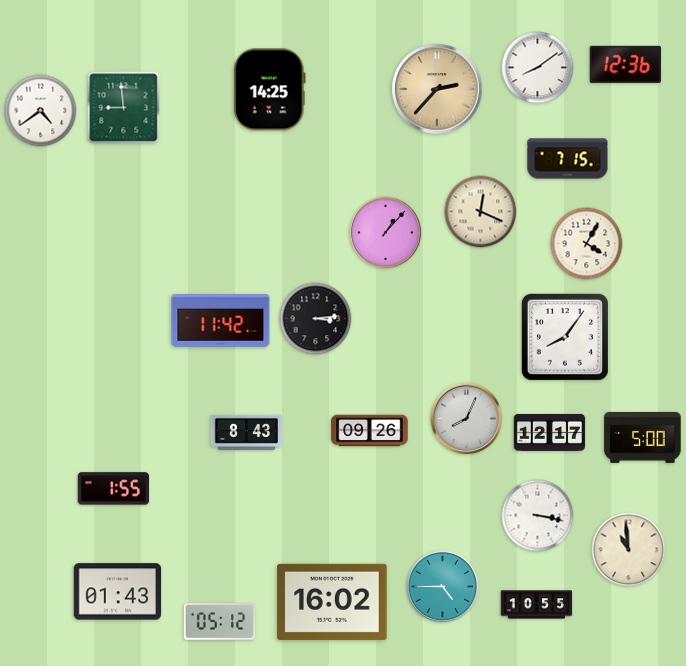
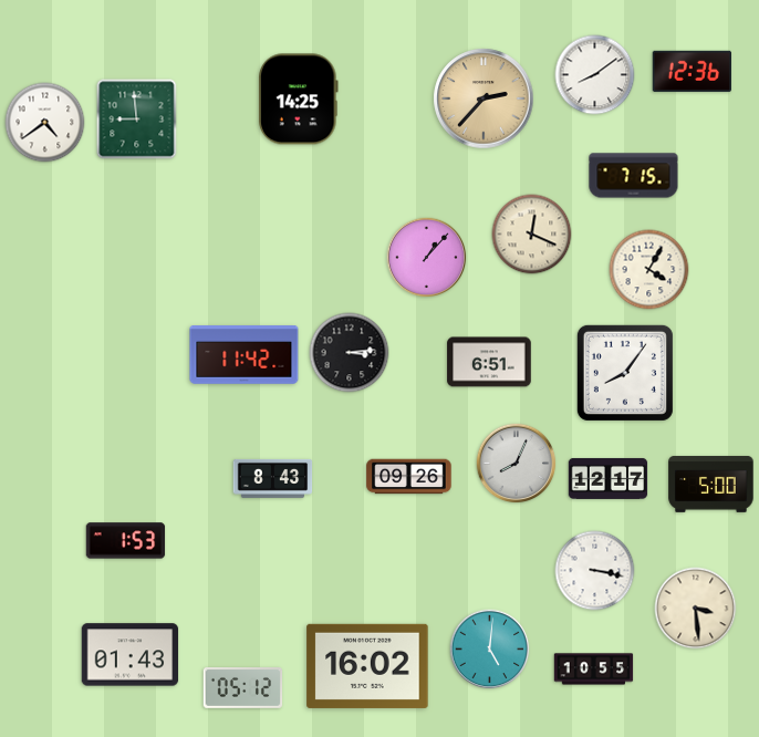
clock at (568, 159) position: (568, 159) -> (634, 176)
clock at (489, 362): none -> 6:51
clock at (114, 489): 1:55 -> 1:53
clock at (629, 550): 10:59 -> 3:29
clock at (443, 587): 4:45 -> 5:01
